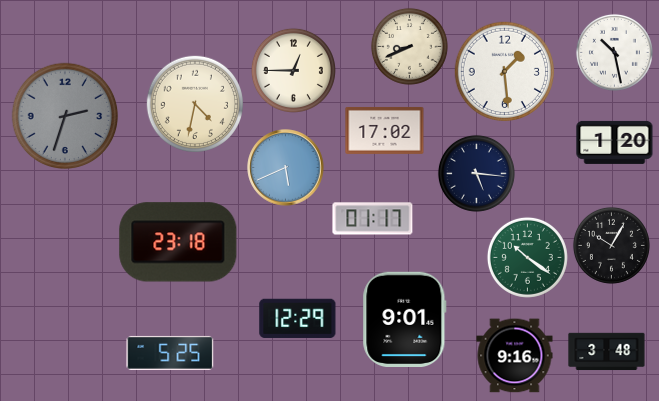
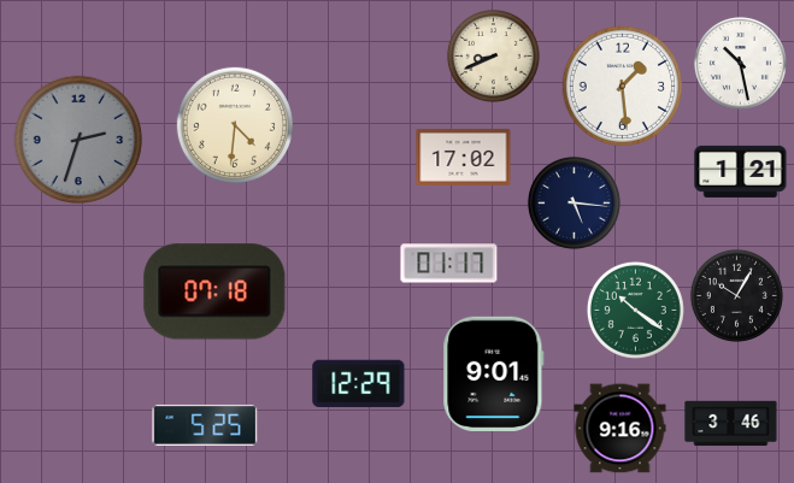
clock at (293, 70): 12:45 -> none
clock at (504, 71) position: (504, 71) -> (622, 86)
clock at (194, 103): 4:32 -> 4:31
clock at (615, 142): 1:20 -> 1:21
clock at (286, 168): 5:41 -> none
clock at (476, 173) position: (476, 173) -> (574, 202)
clock at (178, 242): 23:18 -> 07:18
clock at (405, 319) position: (405, 319) -> (494, 373)
clock at (607, 352): 3:48 -> 3:46
